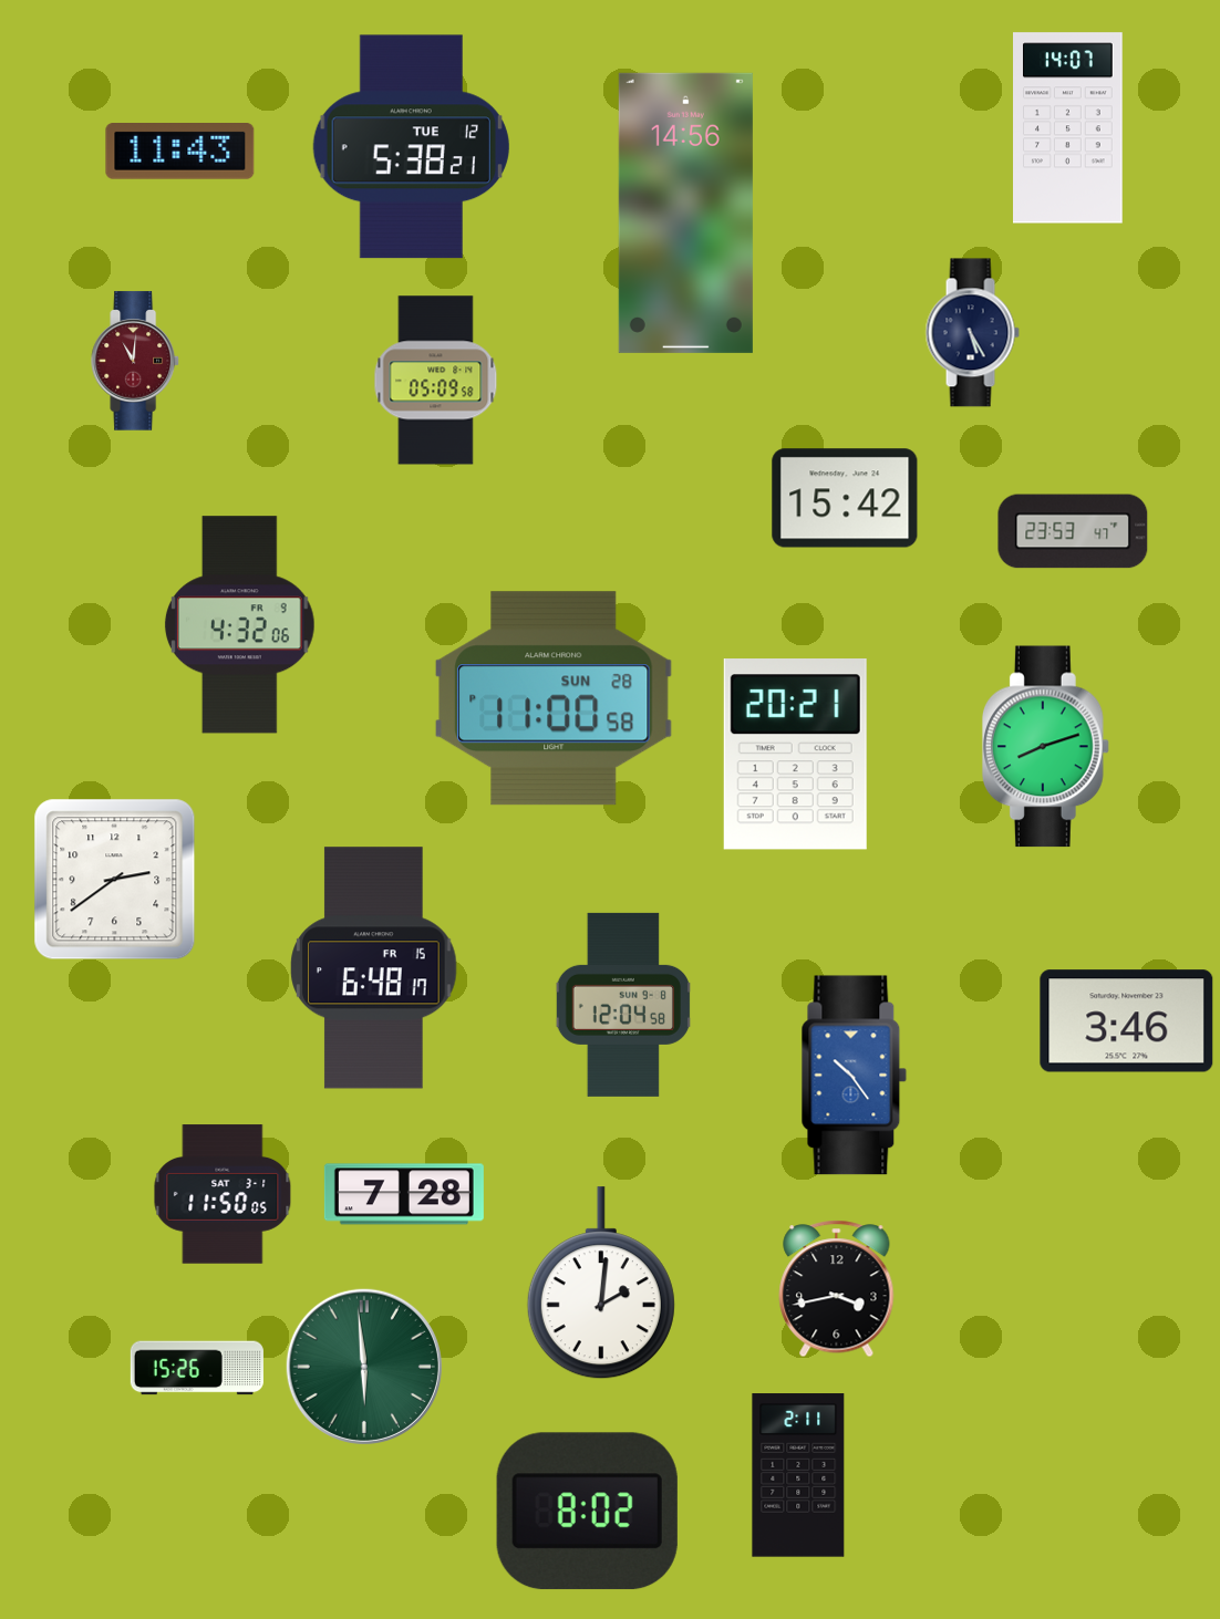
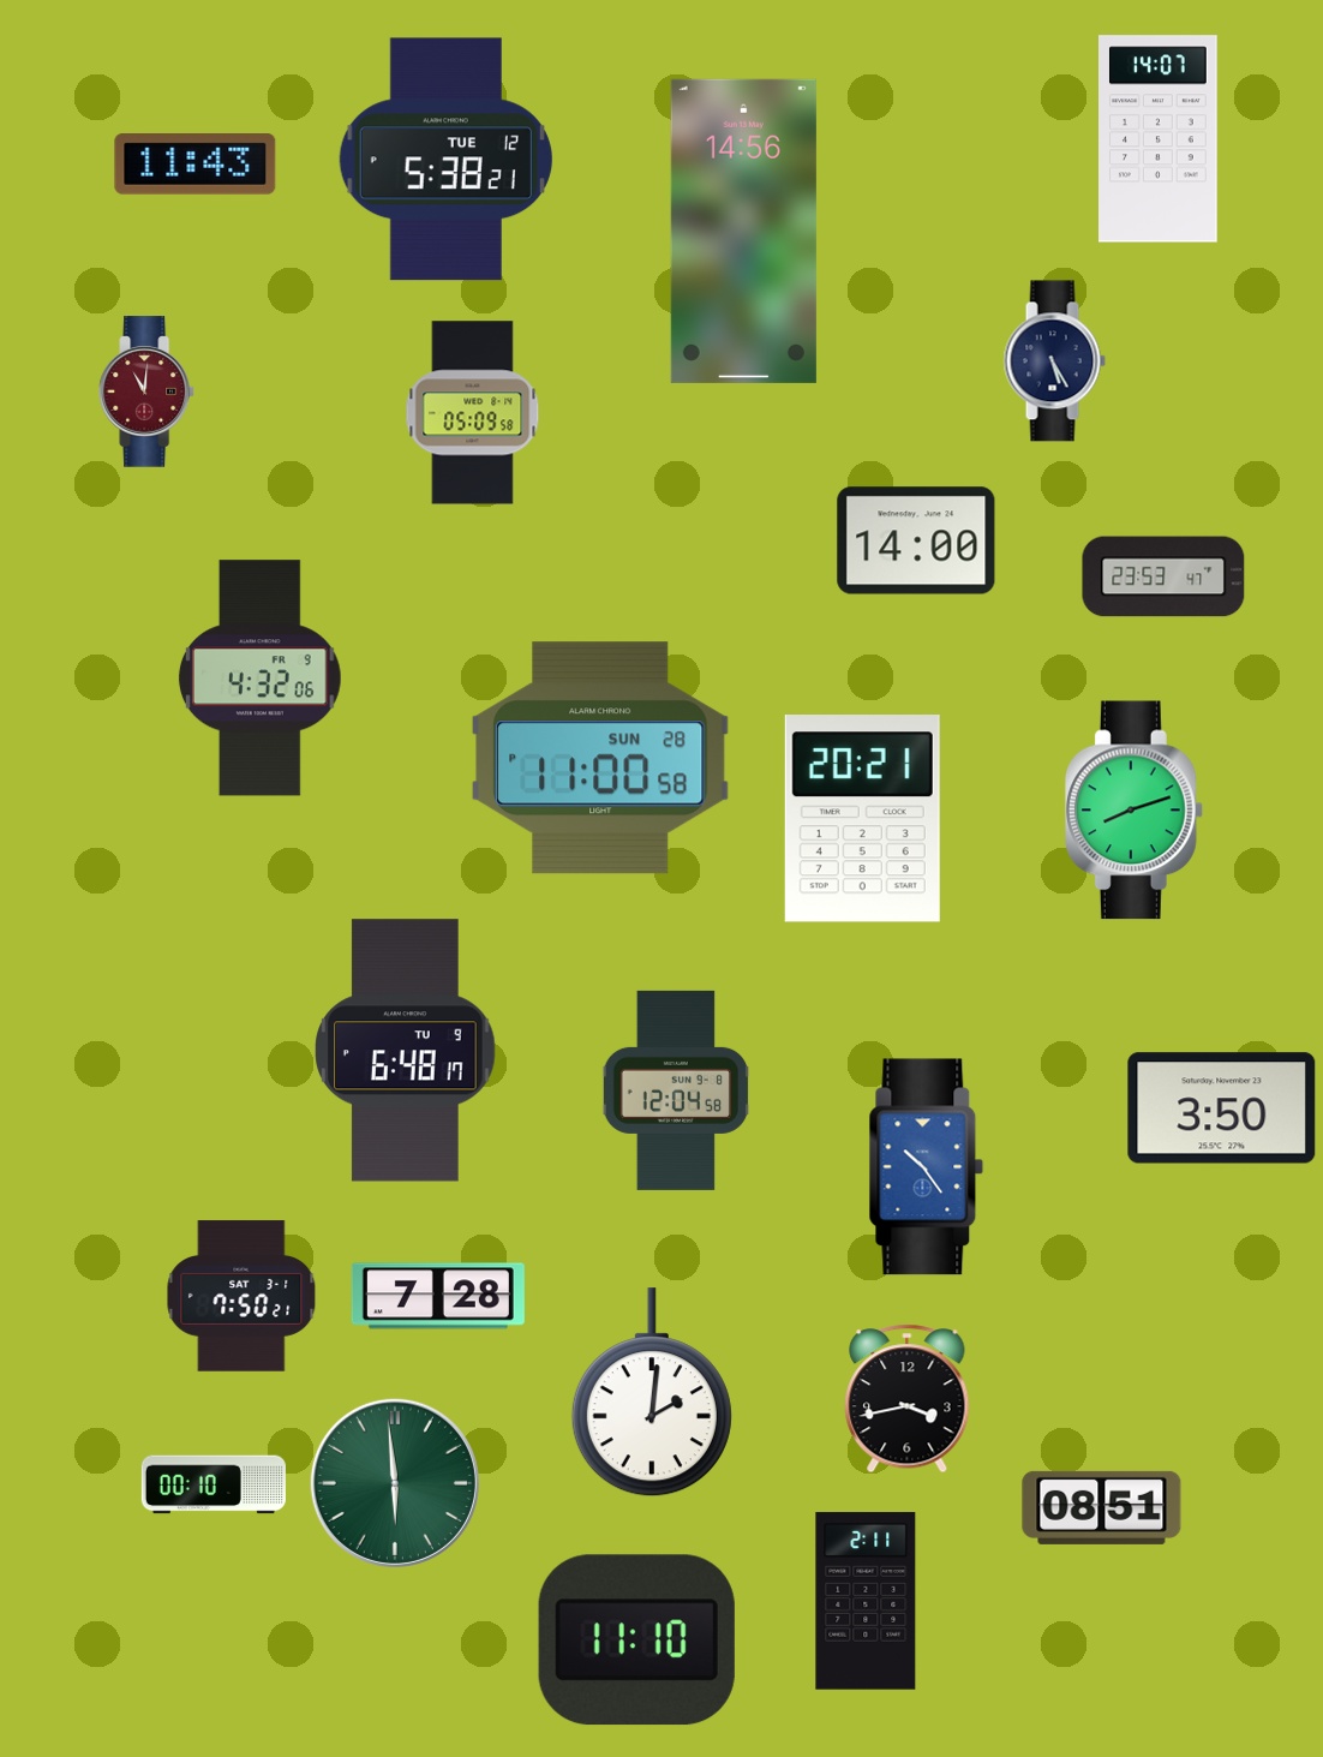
clock at (845, 498): 15:42 -> 14:00
clock at (115, 880): 2:39 -> none
clock at (374, 968) date: FR 15 -> TU 9
clock at (1127, 1021): 3:46 -> 3:50
clock at (223, 1194): 11:50 -> 7:50
clock at (197, 1368): 15:26 -> 00:10
clock at (1102, 1507): none -> 08:51
clock at (587, 1512): 8:02 -> 11:10
